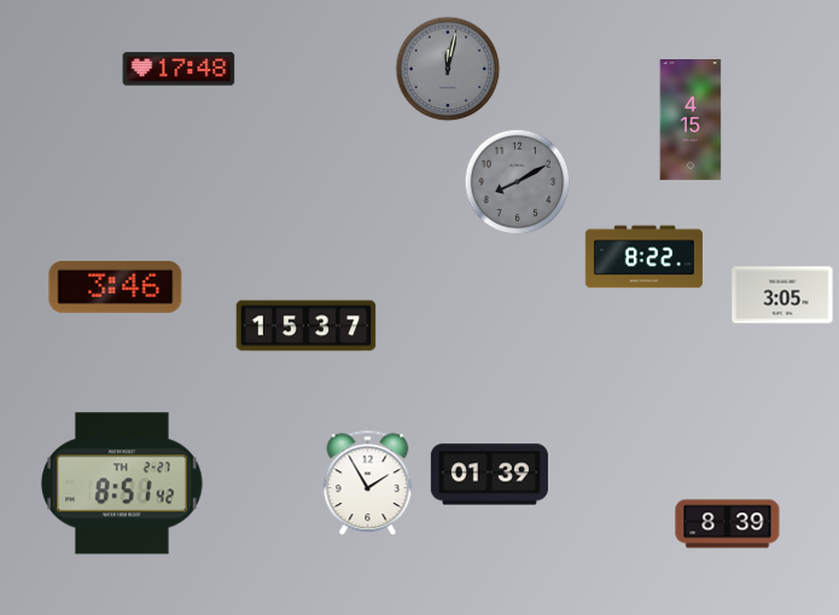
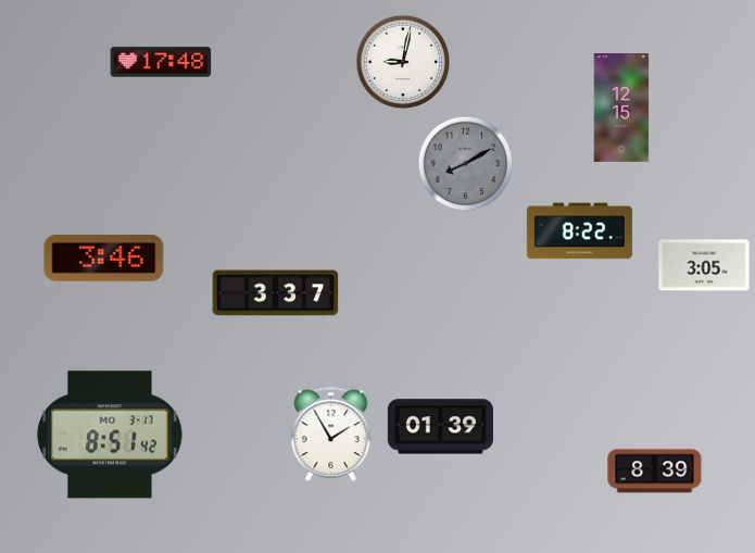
clock at (448, 69): 12:02 -> 9:02
clock at (448, 69) dial: grey -> white
clock at (691, 121): 4:15 -> 12:15
clock at (307, 326): 15:37 -> 3:37
clock at (123, 483) date: TH 2-27 -> MO 3-17
